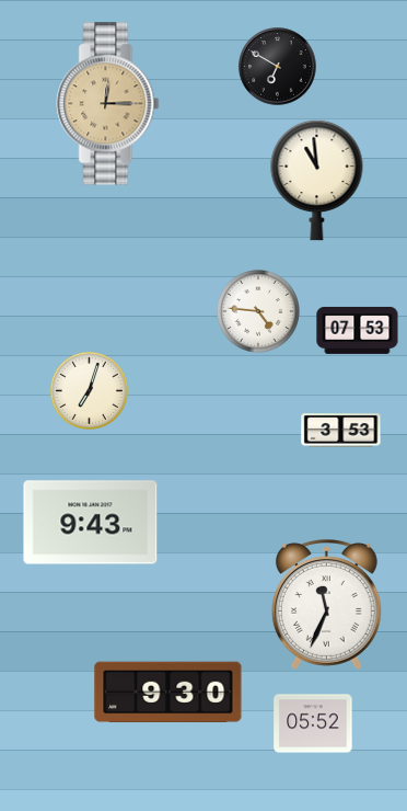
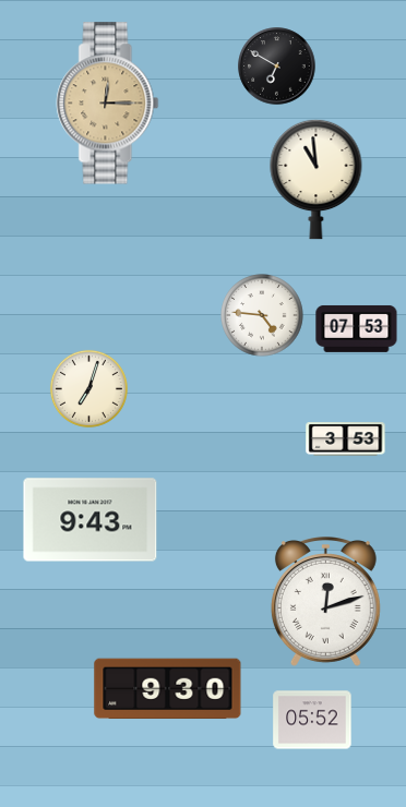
clock at (258, 311) position: (258, 311) -> (262, 315)
clock at (341, 431) position: (341, 431) -> (346, 439)
clock at (326, 605): 11:34 -> 12:12
